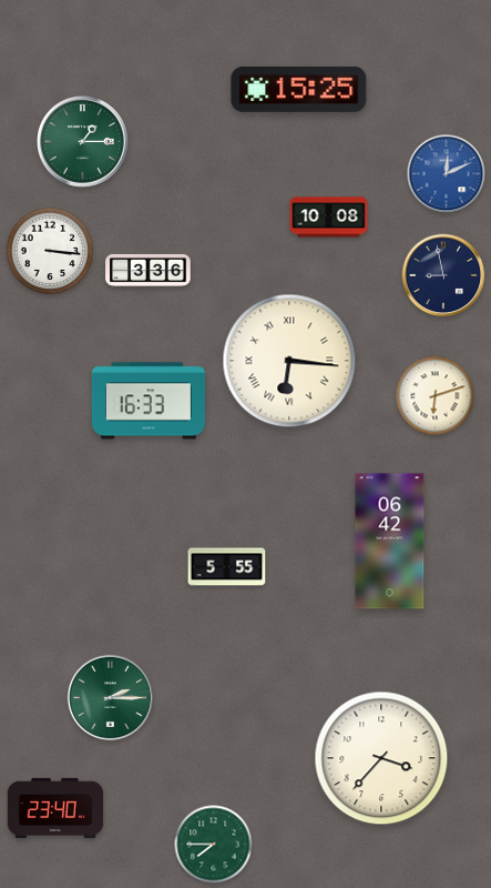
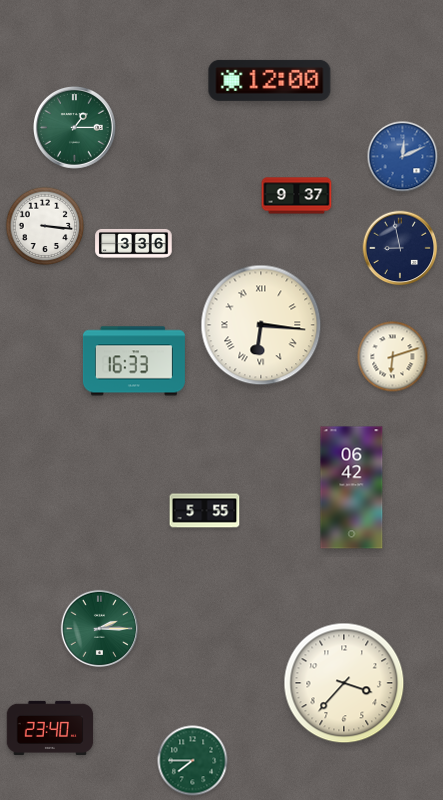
clock at (299, 89): 15:25 -> 12:00
clock at (329, 218): 10:08 -> 9:37
